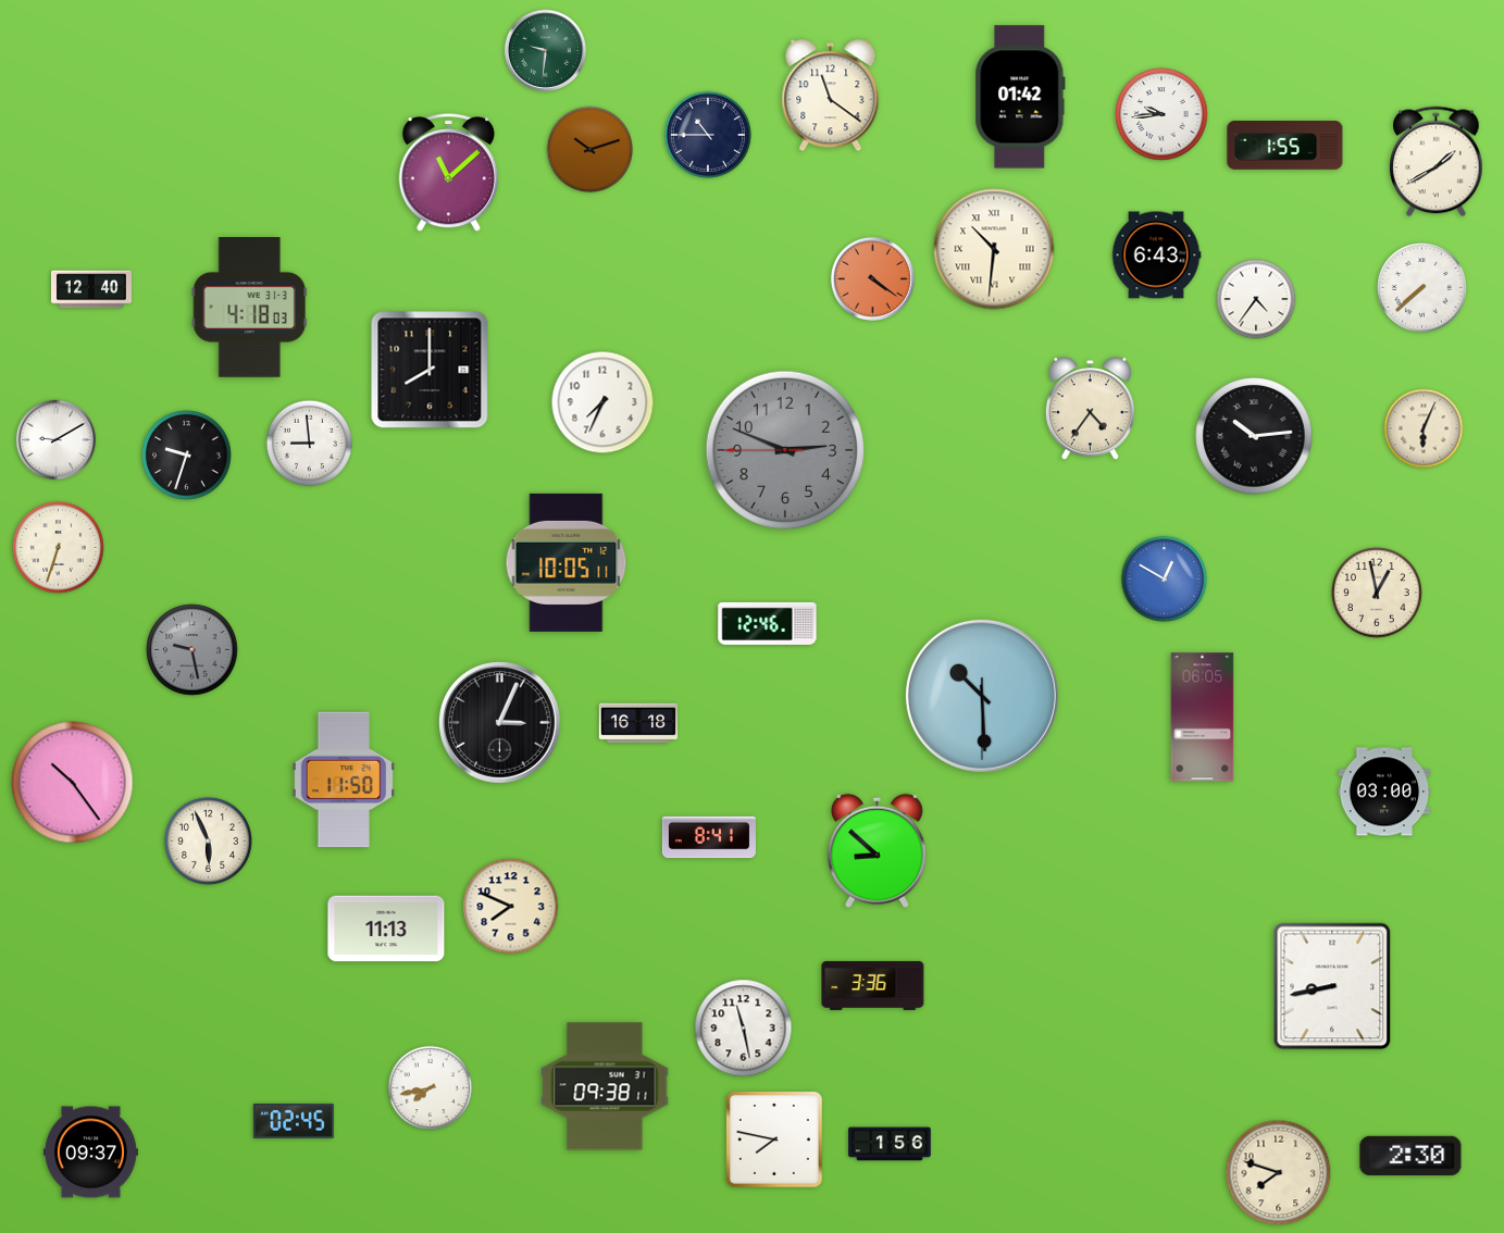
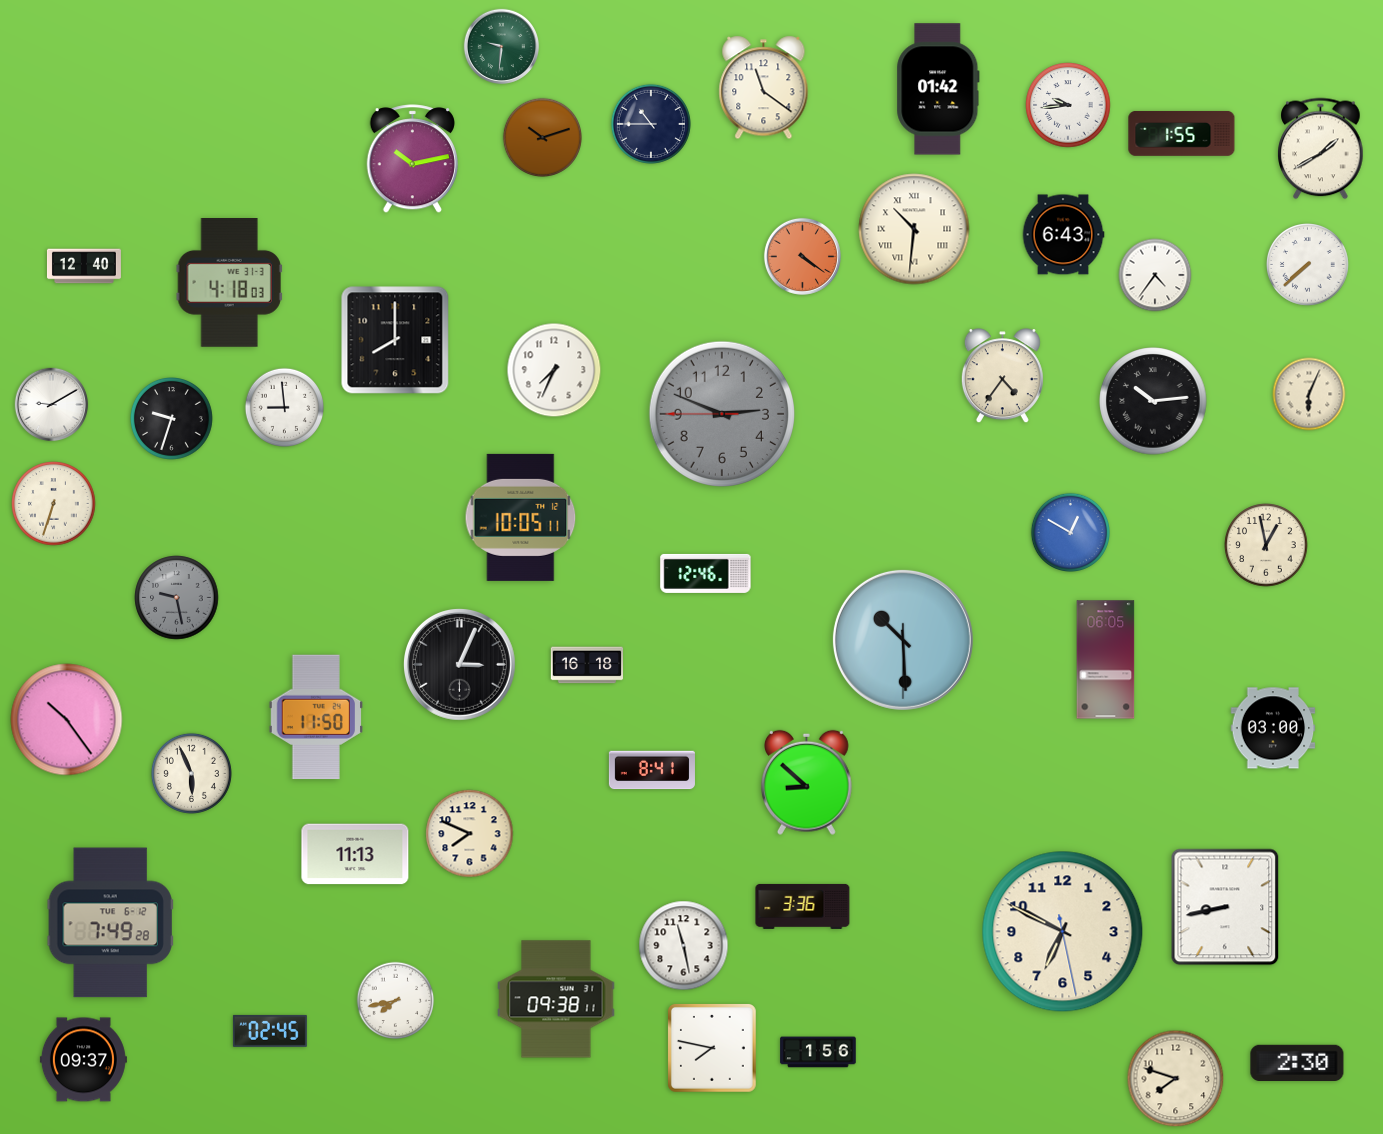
clock at (448, 173): 11:08 -> 10:13
clock at (110, 923): none -> 7:49
clock at (1063, 932): none -> 6:49
